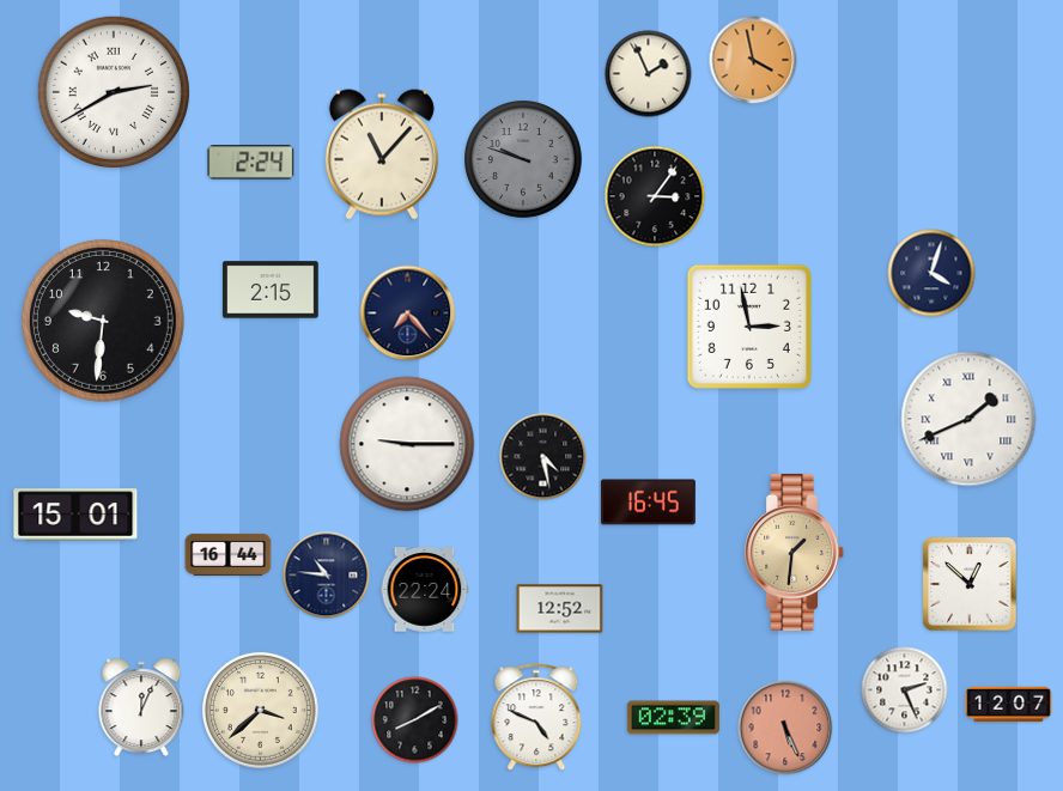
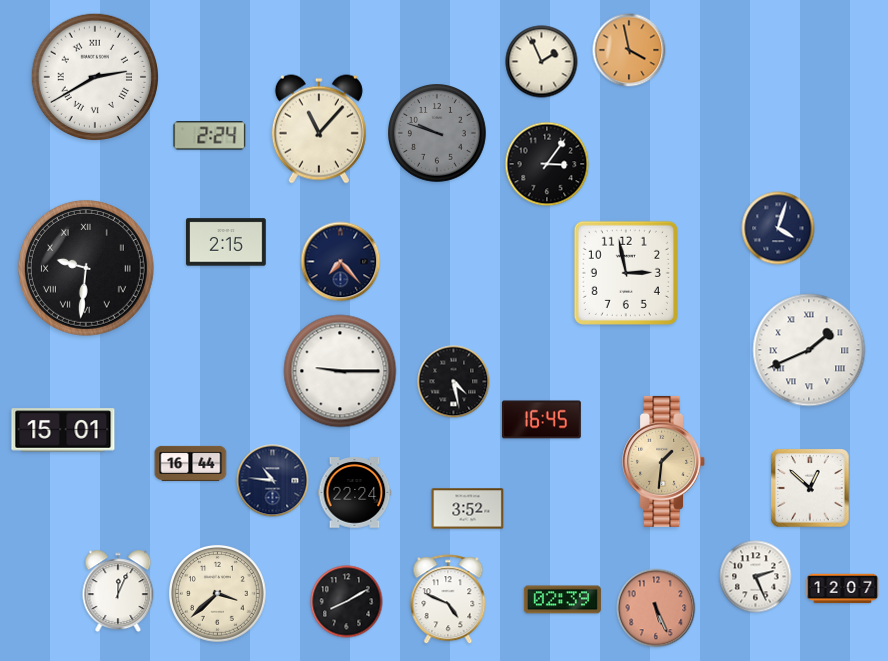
clock at (103, 321) numerals: Arabic -> Roman
clock at (560, 609): 12:52 -> 3:52
